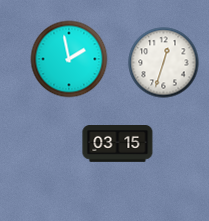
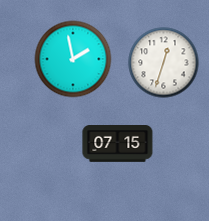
clock at (69, 59) position: (69, 59) -> (73, 59)
clock at (118, 144): 03:15 -> 07:15
